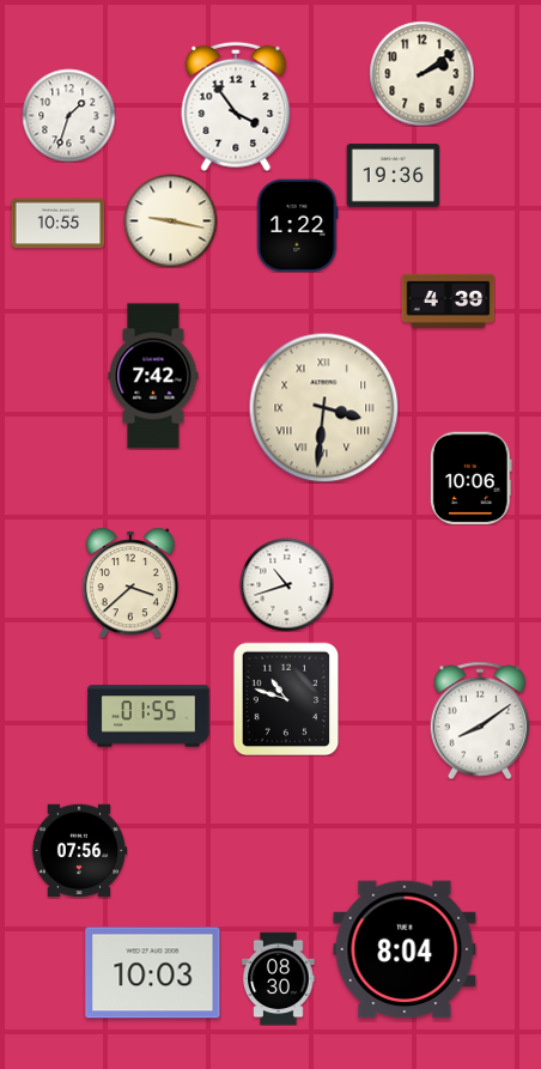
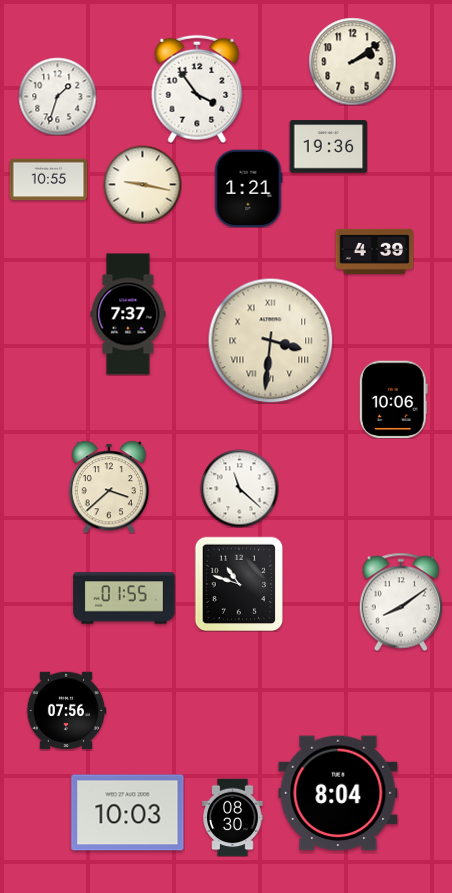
clock at (57, 224) position: (57, 224) -> (48, 180)
clock at (297, 225): 1:22 -> 1:21
clock at (153, 376): 7:42 -> 7:37
clock at (286, 584): 10:42 -> 11:22
